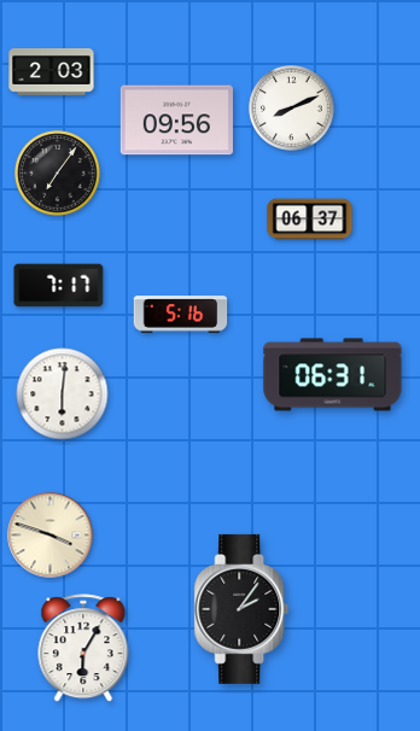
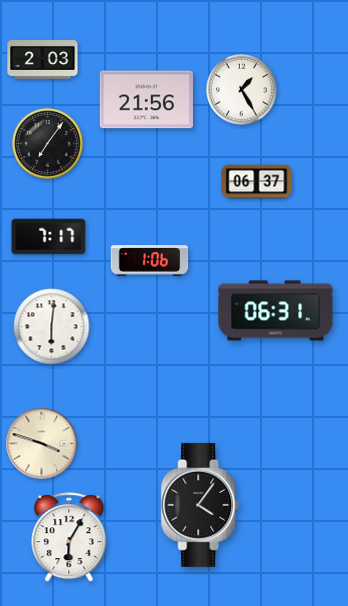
clock at (292, 109): 8:11 -> 1:25
clock at (176, 121): 09:56 -> 21:56
clock at (181, 315): 5:16 -> 1:06
clock at (241, 609): 2:06 -> 4:06
